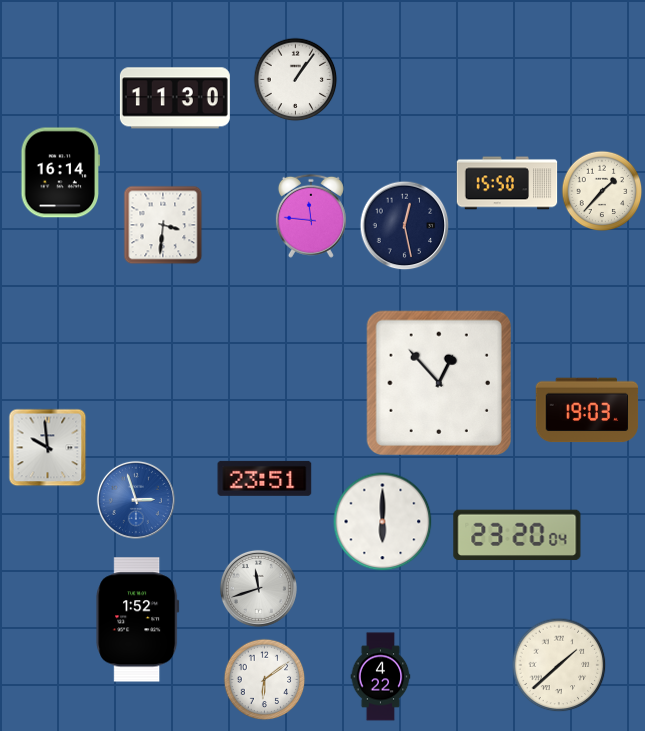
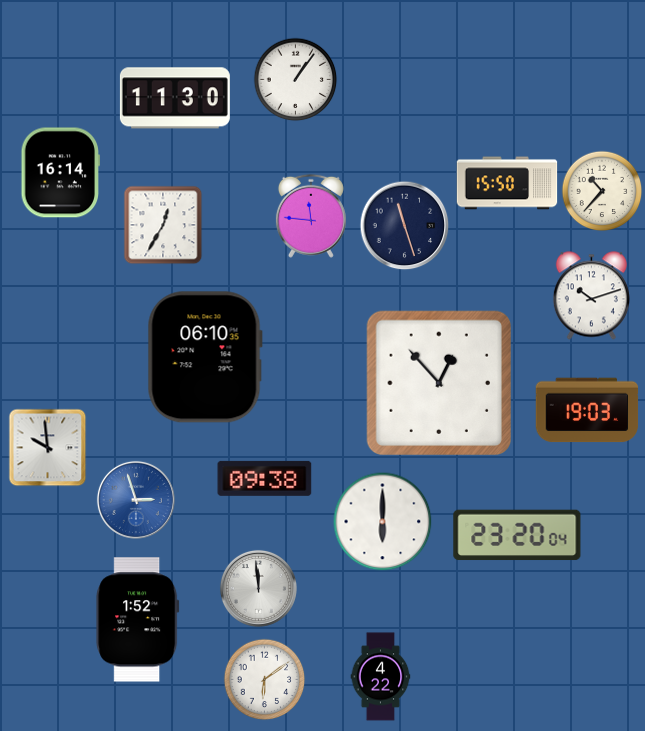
clock at (602, 191): 1:37 -> 10:37
clock at (163, 225): 3:31 -> 12:35
clock at (404, 225): 12:28 -> 11:27
clock at (591, 296): none -> 10:12
clock at (205, 357): none -> 06:10
clock at (265, 478): 23:51 -> 09:38
clock at (258, 588): 11:42 -> 11:59
clock at (559, 665): 1:38 -> none
